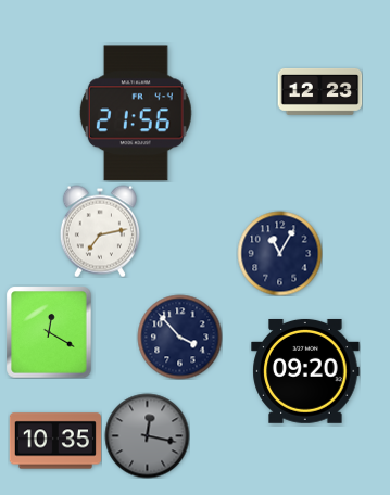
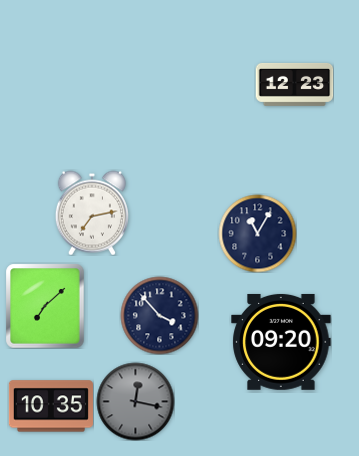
clock at (136, 113): 21:56 -> none
clock at (49, 332): 12:20 -> 7:08
clock at (179, 337) position: (179, 337) -> (159, 315)
